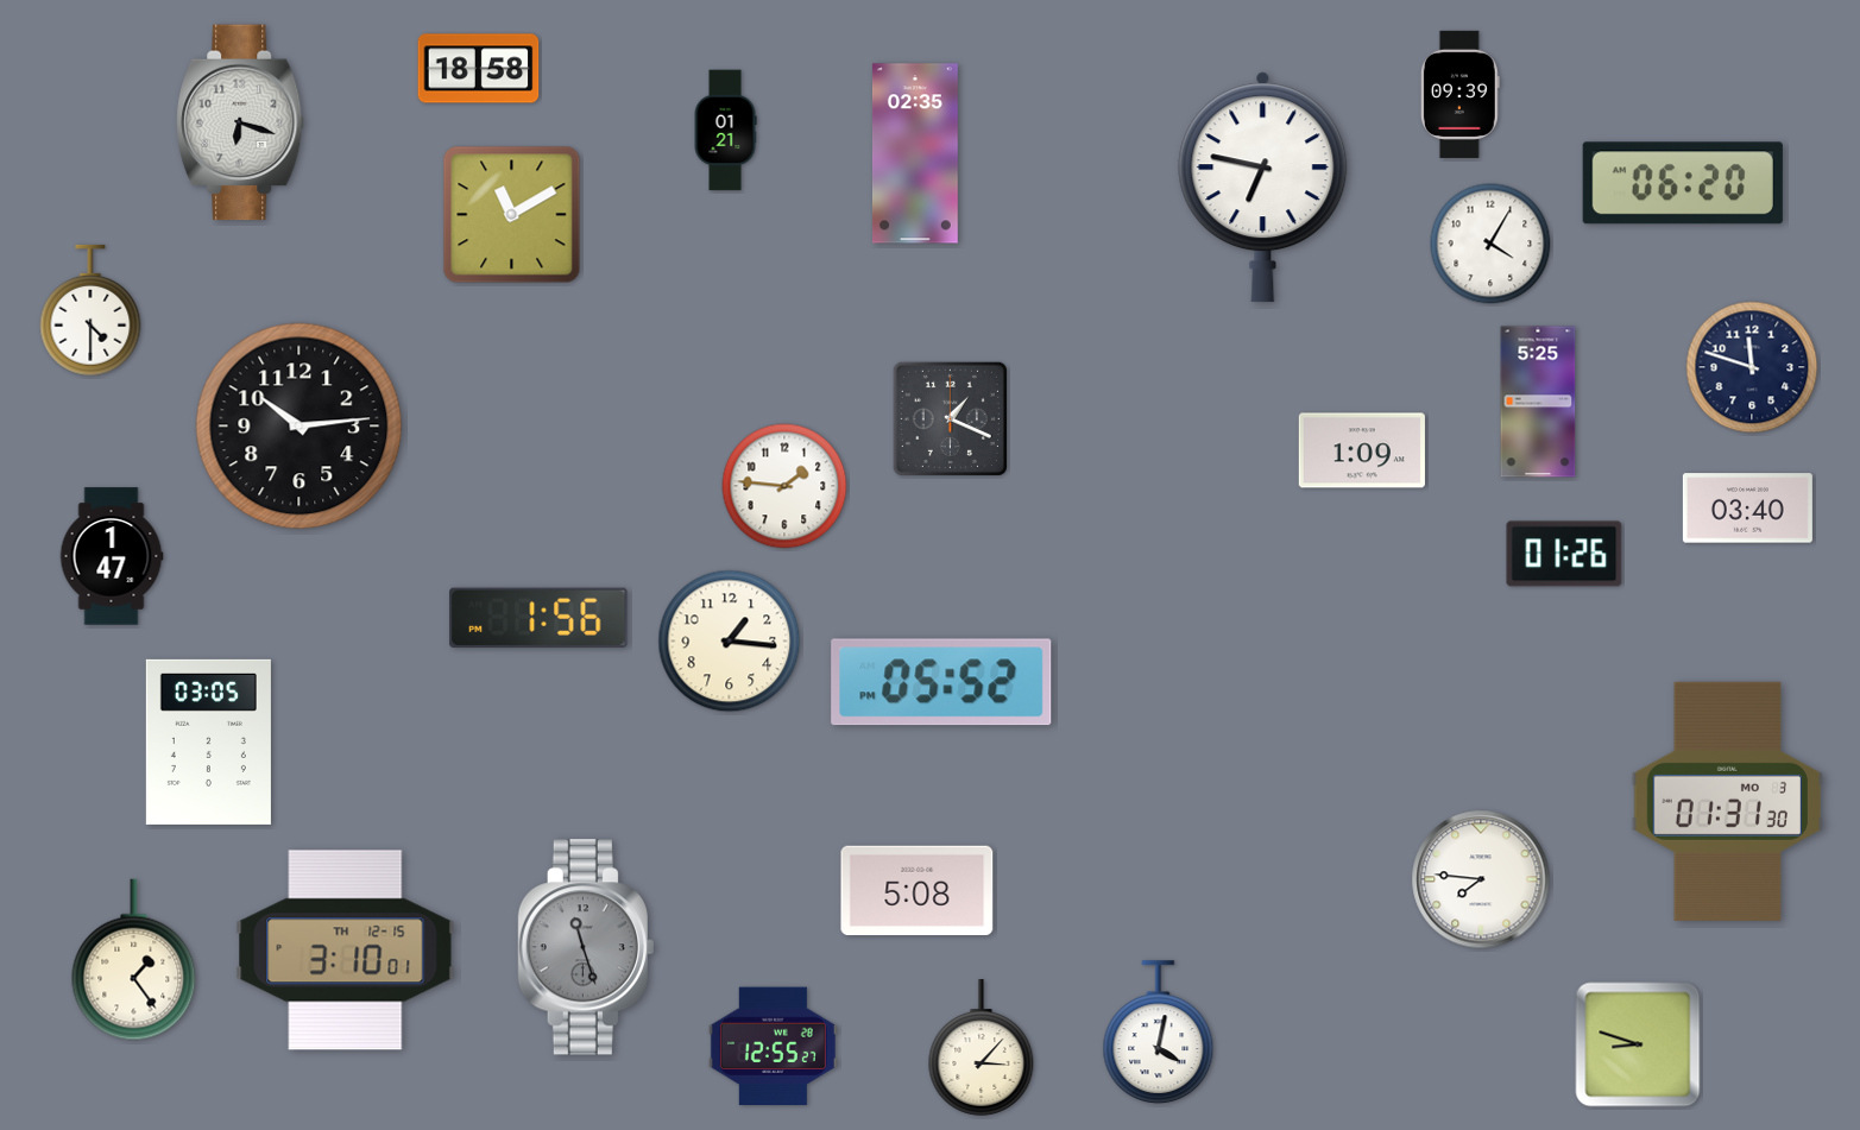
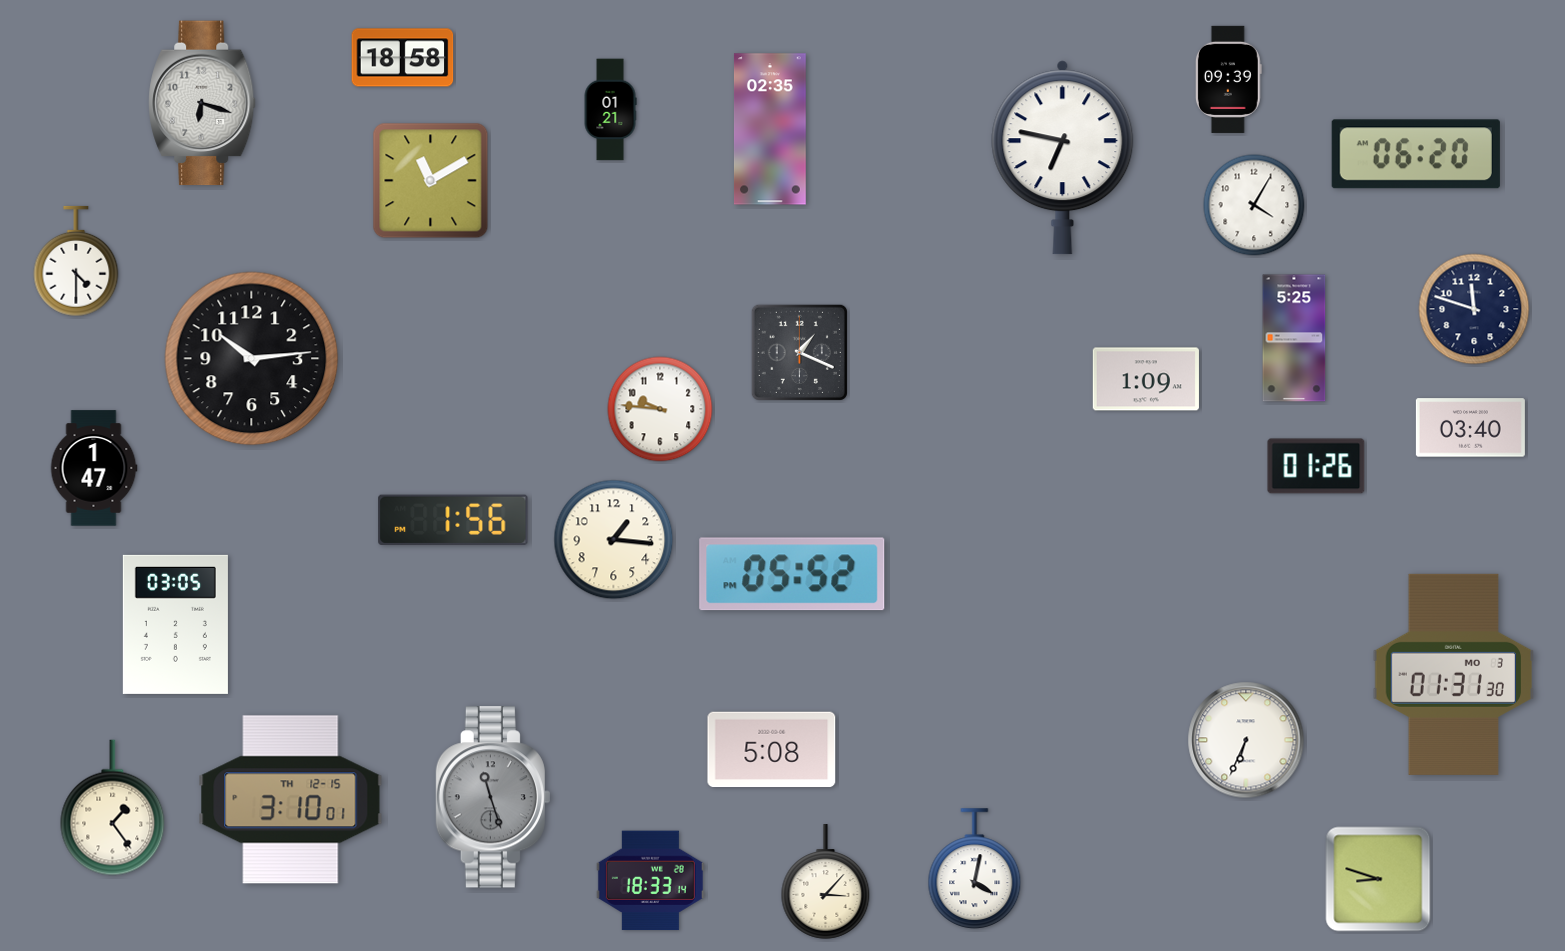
clock at (784, 486): 1:46 -> 9:46
clock at (1481, 879): 7:46 -> 6:34
clock at (773, 1047): 12:55 -> 18:33
